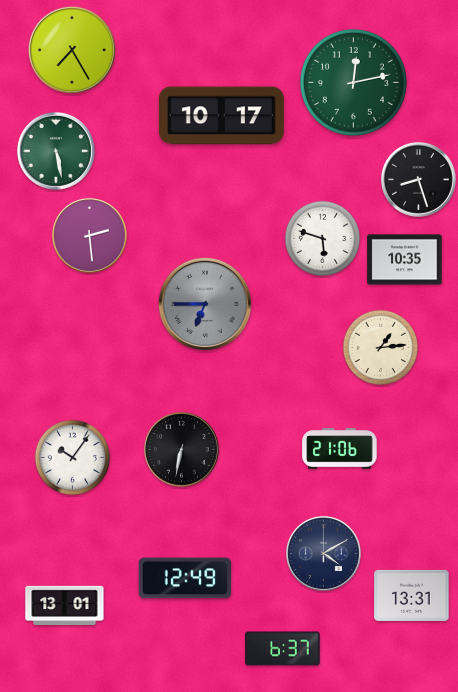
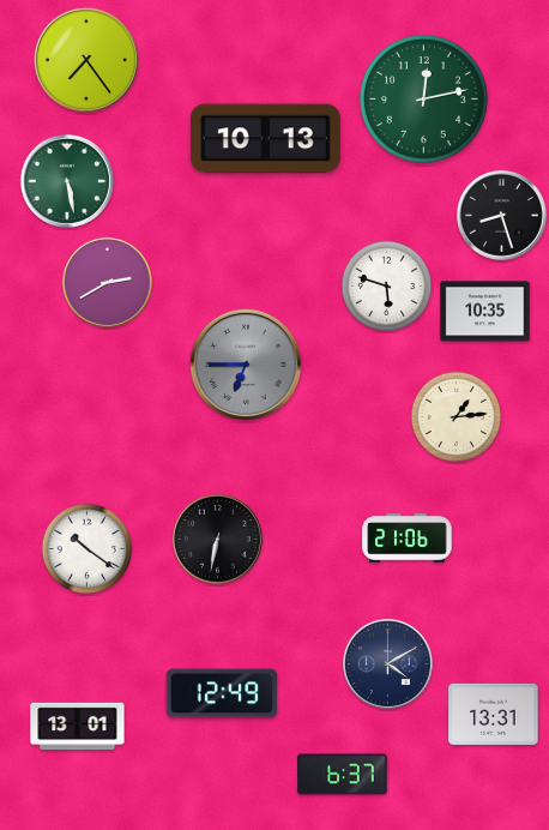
clock at (72, 50): 7:25 -> 7:24
clock at (221, 116): 10:17 -> 10:13
clock at (89, 235): 2:29 -> 2:40
clock at (73, 458): 10:06 -> 10:21
clock at (283, 649) position: (283, 649) -> (343, 775)
